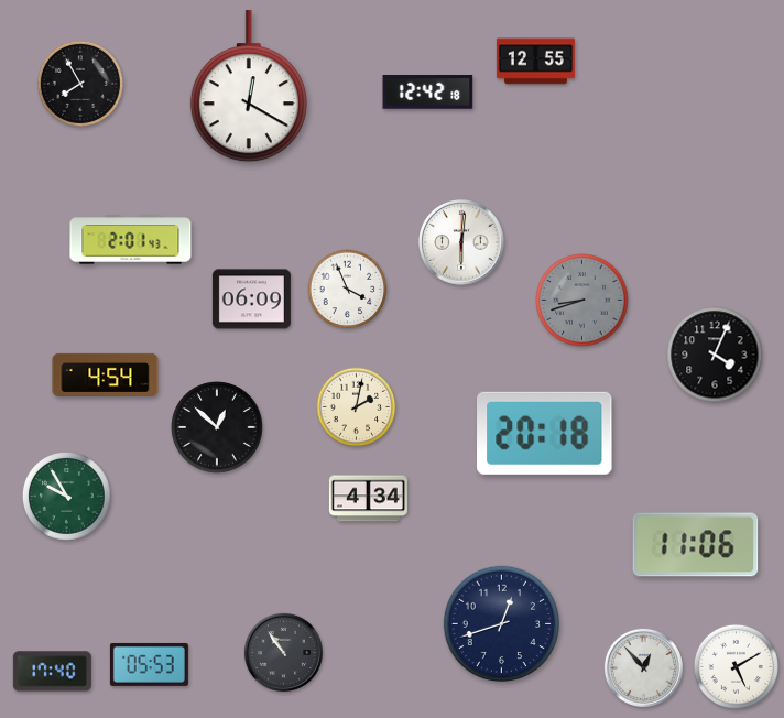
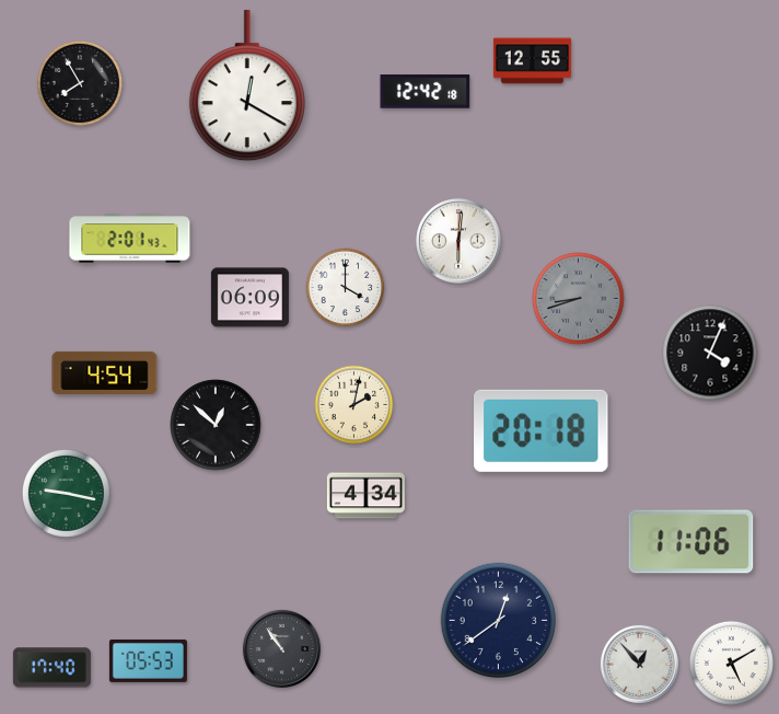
clock at (348, 290): 3:56 -> 4:00
clock at (67, 497): 9:55 -> 9:17
clock at (502, 624): 12:42 -> 12:39
